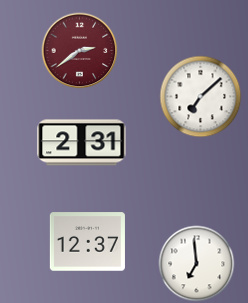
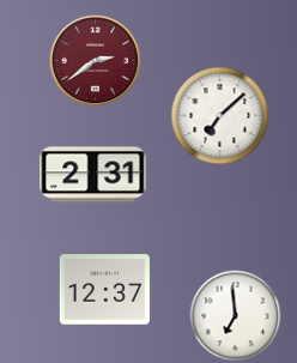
clock at (201, 97) position: (201, 97) -> (220, 116)
clock at (82, 143) position: (82, 143) -> (93, 175)
